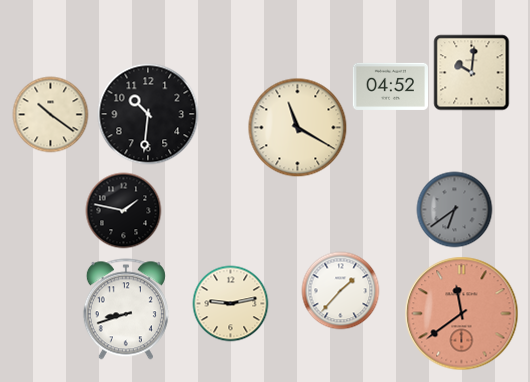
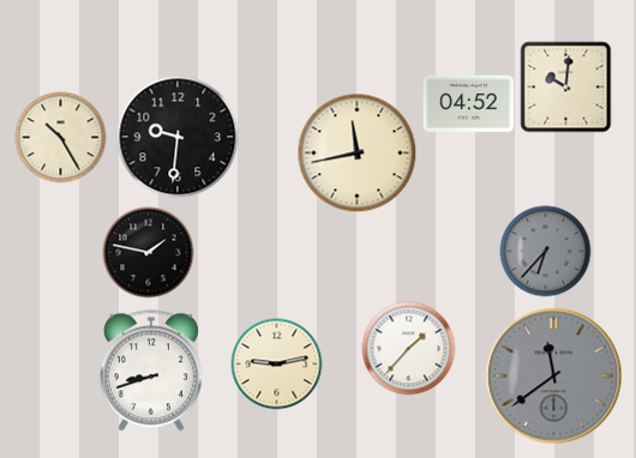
clock at (148, 114): 10:31 -> 9:31
clock at (51, 115): 10:21 -> 10:25
clock at (298, 128): 11:20 -> 11:43
clock at (455, 210): 6:39 -> 6:37
clock at (462, 314) dial: salmon -> grey
